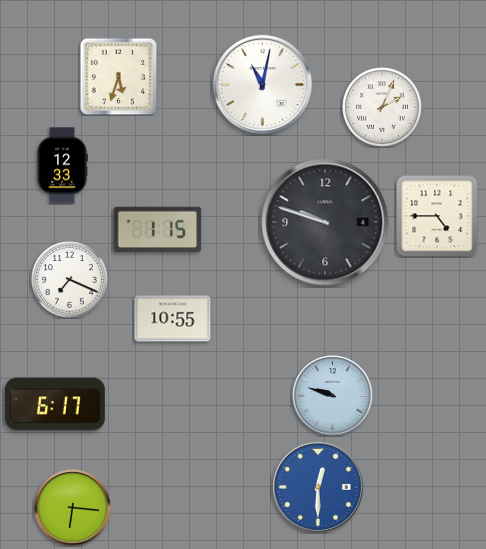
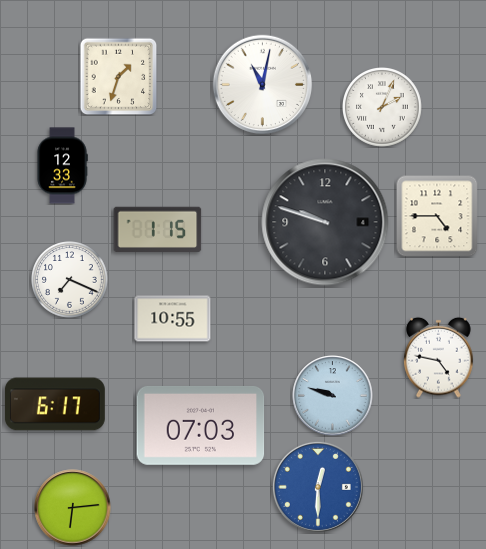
clock at (118, 76): 5:33 -> 1:33
clock at (439, 357): none -> 4:47
clock at (201, 425): none -> 07:03
clock at (73, 508): 6:16 -> 6:14
